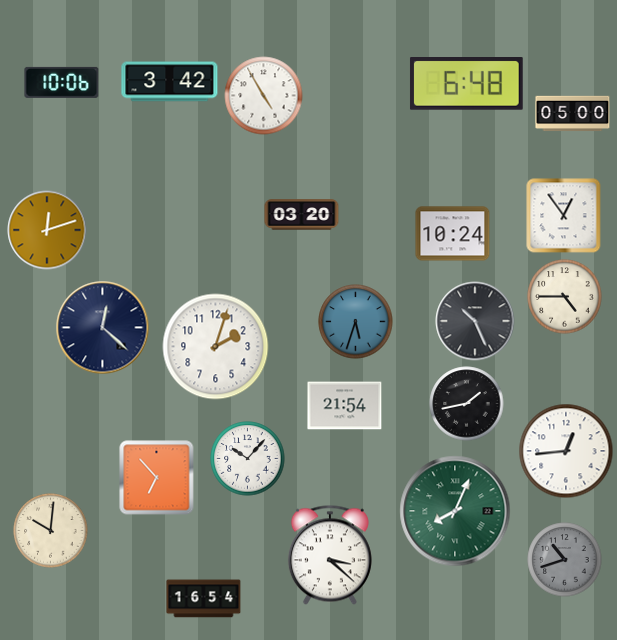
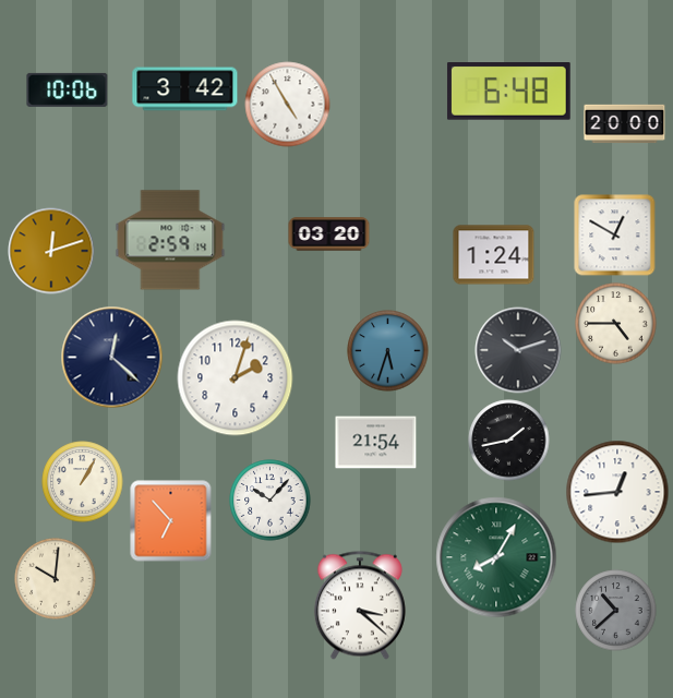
clock at (573, 114): 05:00 -> 20:00
clock at (564, 216): 12:54 -> 12:50
clock at (170, 240): none -> 2:59
clock at (453, 234): 10:24 -> 1:24
clock at (475, 321): 10:26 -> 10:12
clock at (83, 482): none -> 1:05
clock at (455, 511): 8:04 -> 8:05
clock at (565, 560): 10:42 -> 10:38
clock at (204, 599): 16:54 -> none
